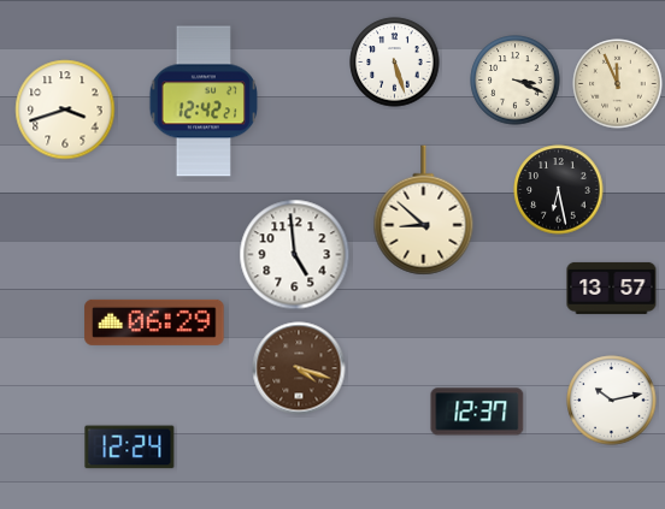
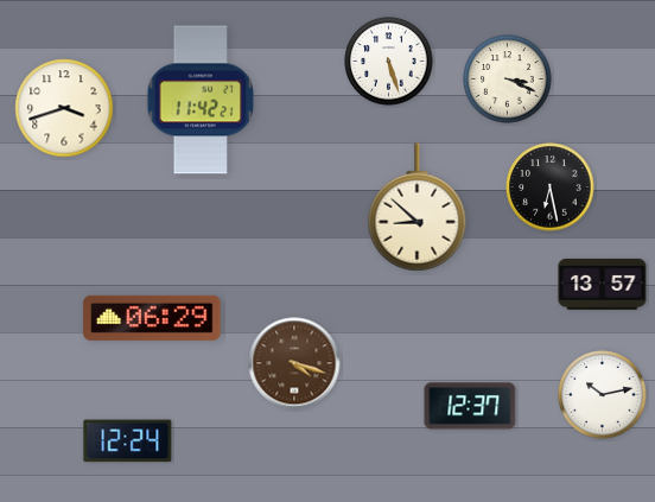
clock at (618, 84): 11:56 -> none
clock at (204, 101): 12:42 -> 11:42
clock at (295, 255): 4:59 -> none
